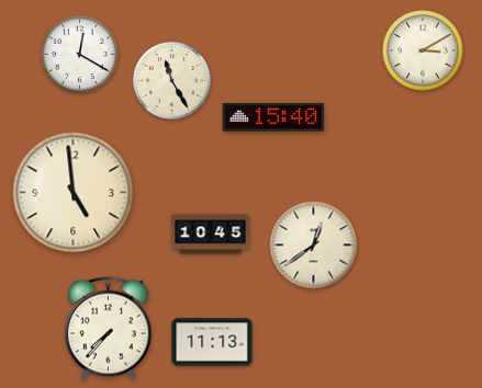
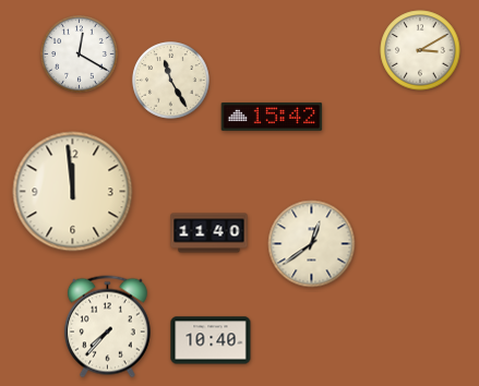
clock at (273, 117): 15:40 -> 15:42
clock at (74, 193): 4:59 -> 11:59
clock at (211, 235): 10:45 -> 11:40
clock at (212, 342): 11:13 -> 10:40
